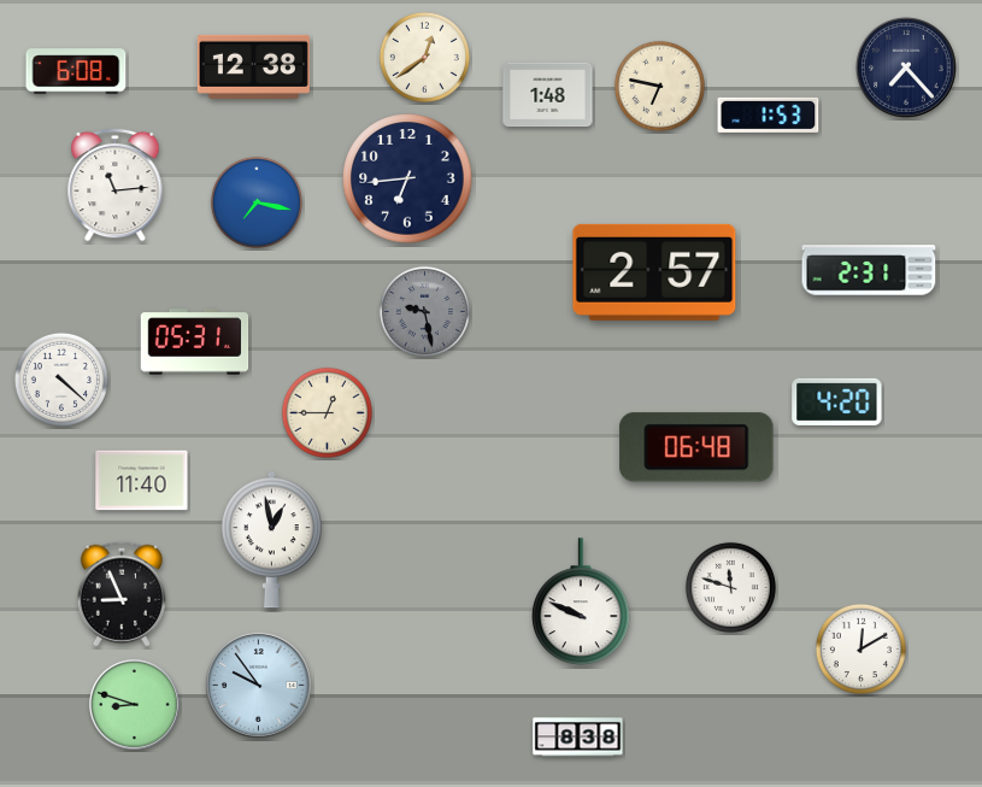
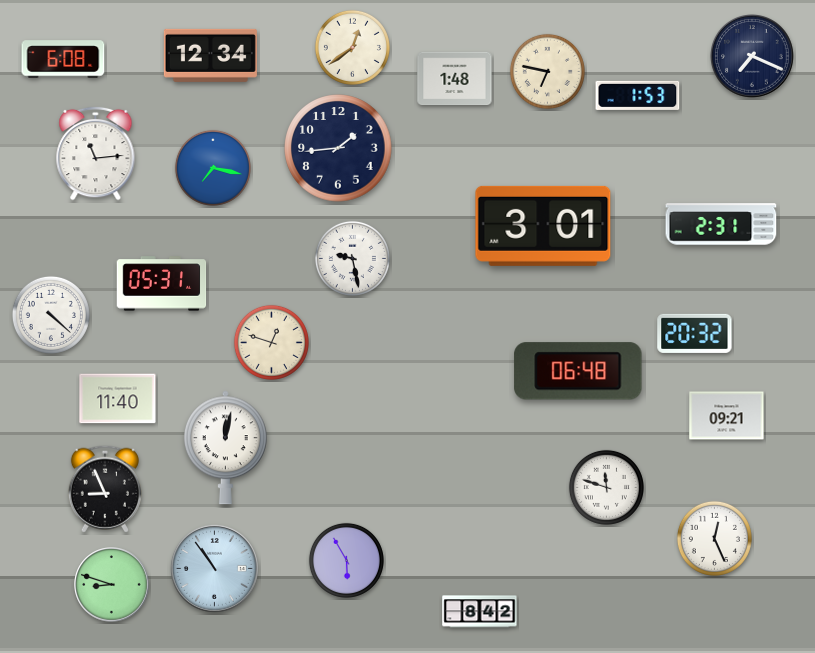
clock at (253, 66): 12:38 -> 12:34
clock at (907, 69): 7:23 -> 7:19
clock at (407, 178): 6:44 -> 1:44
clock at (654, 272): 2:57 -> 3:01
clock at (424, 311) dial: grey -> white
clock at (837, 401): 4:20 -> 20:32
clock at (327, 412): 12:45 -> 12:48
clock at (727, 416): none -> 09:21
clock at (271, 540): 12:58 -> 12:02
clock at (122, 594) position: (122, 594) -> (105, 489)
clock at (582, 601): 9:49 -> none
clock at (860, 648): 12:10 -> 12:26
clock at (346, 560): none -> 5:55
clock at (258, 685): 9:54 -> 10:54
clock at (578, 738): 8:38 -> 8:42
